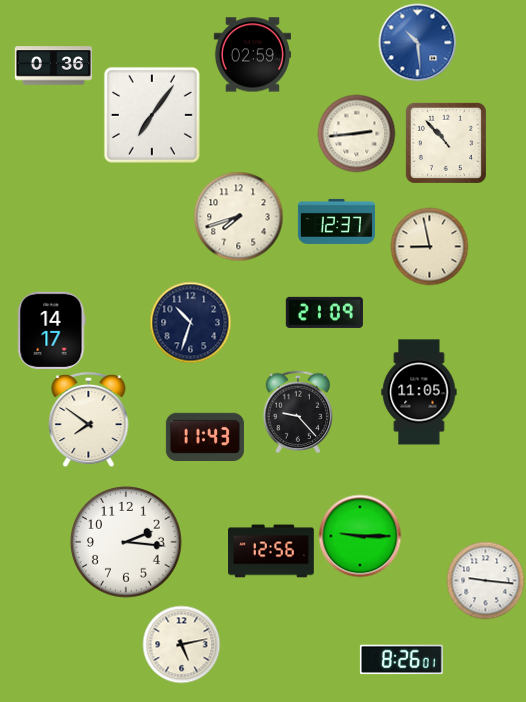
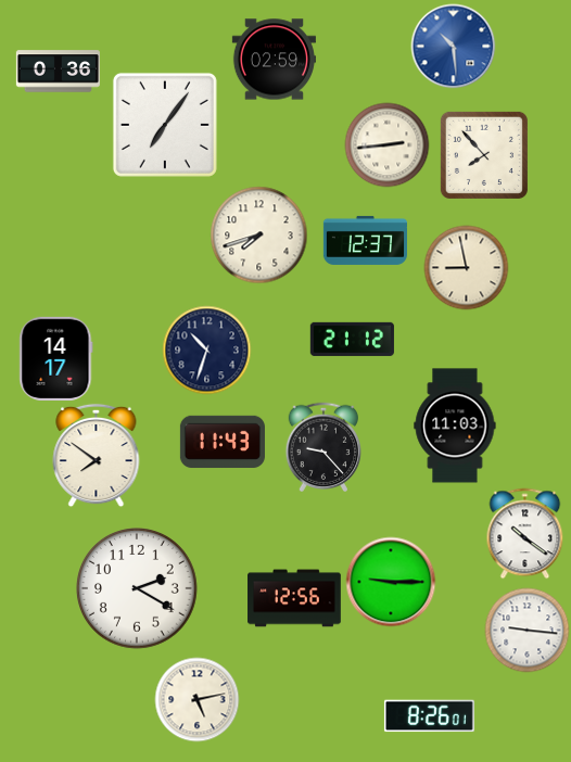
clock at (446, 143): 10:53 -> 7:53
clock at (324, 312): 21:09 -> 21:12
clock at (419, 392): 11:05 -> 11:03
clock at (205, 437) position: (205, 437) -> (223, 442)
clock at (525, 533): none -> 10:21
clock at (127, 543): 2:16 -> 2:20
clock at (401, 660) position: (401, 660) -> (429, 716)
